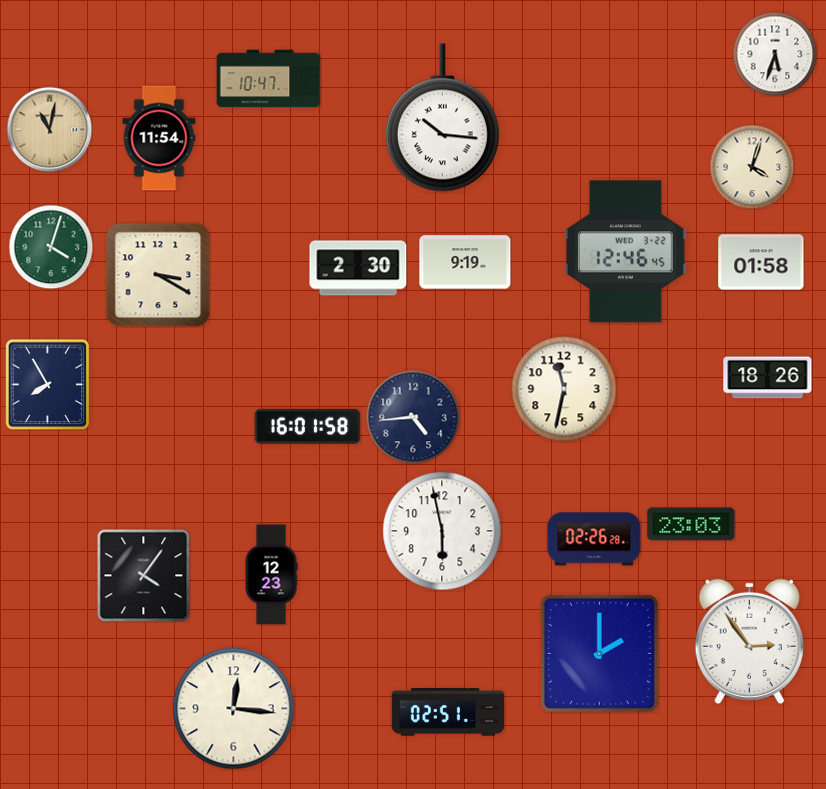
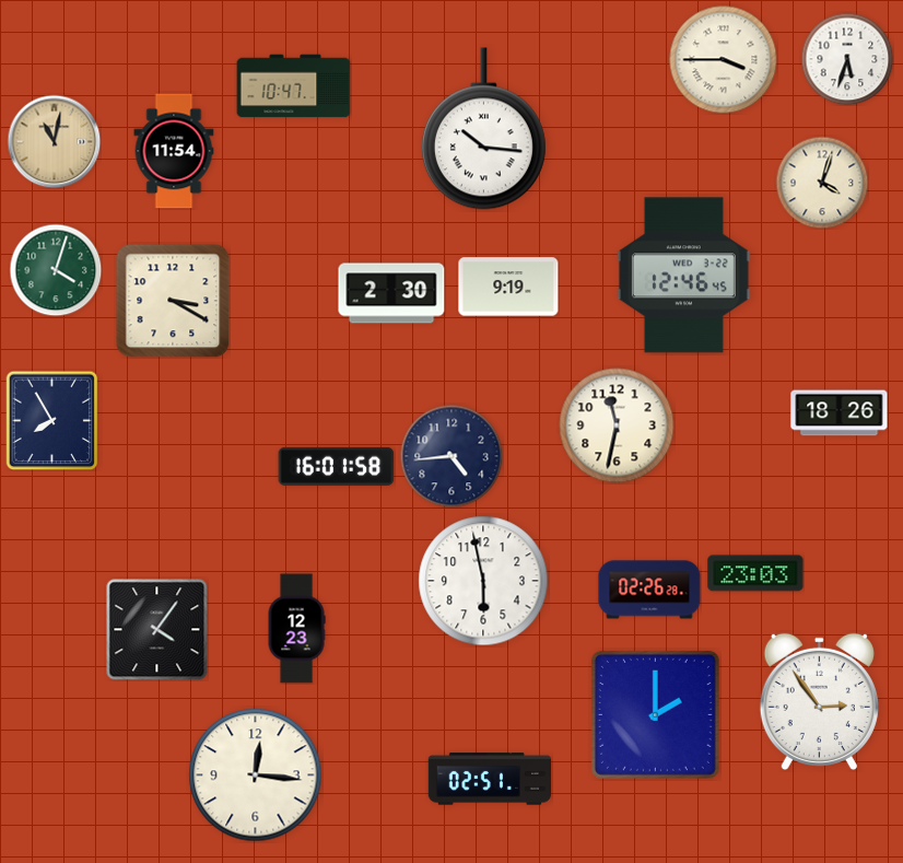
clock at (724, 60): none -> 3:45
clock at (761, 262): 01:58 -> none
